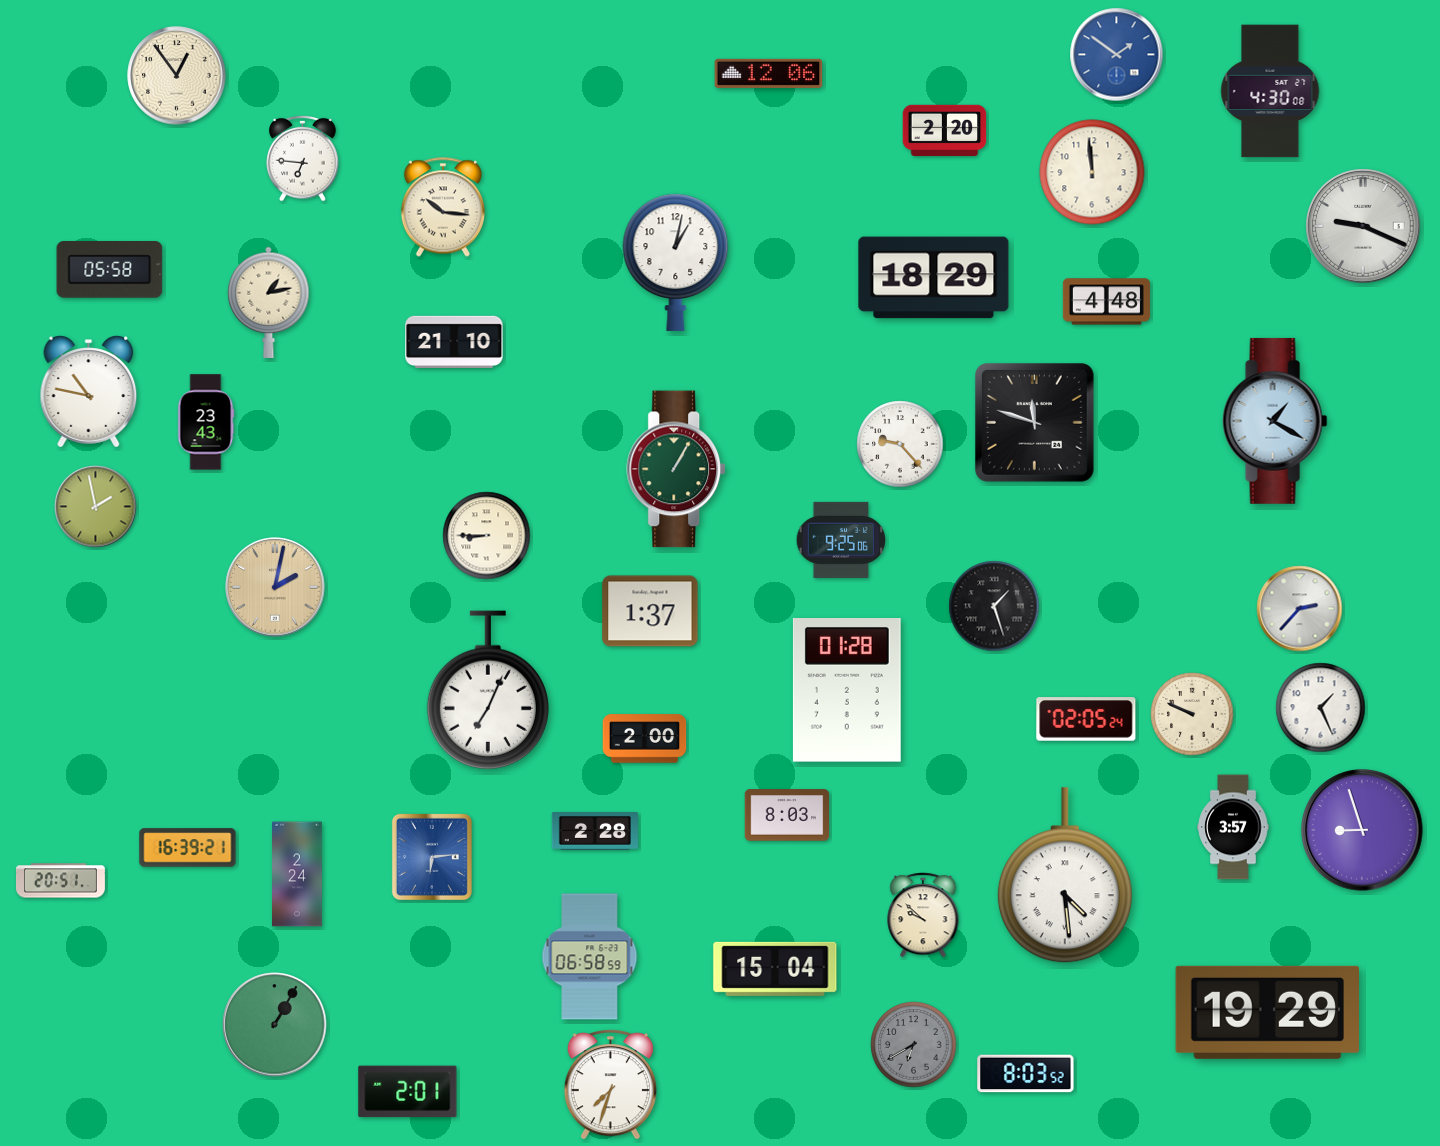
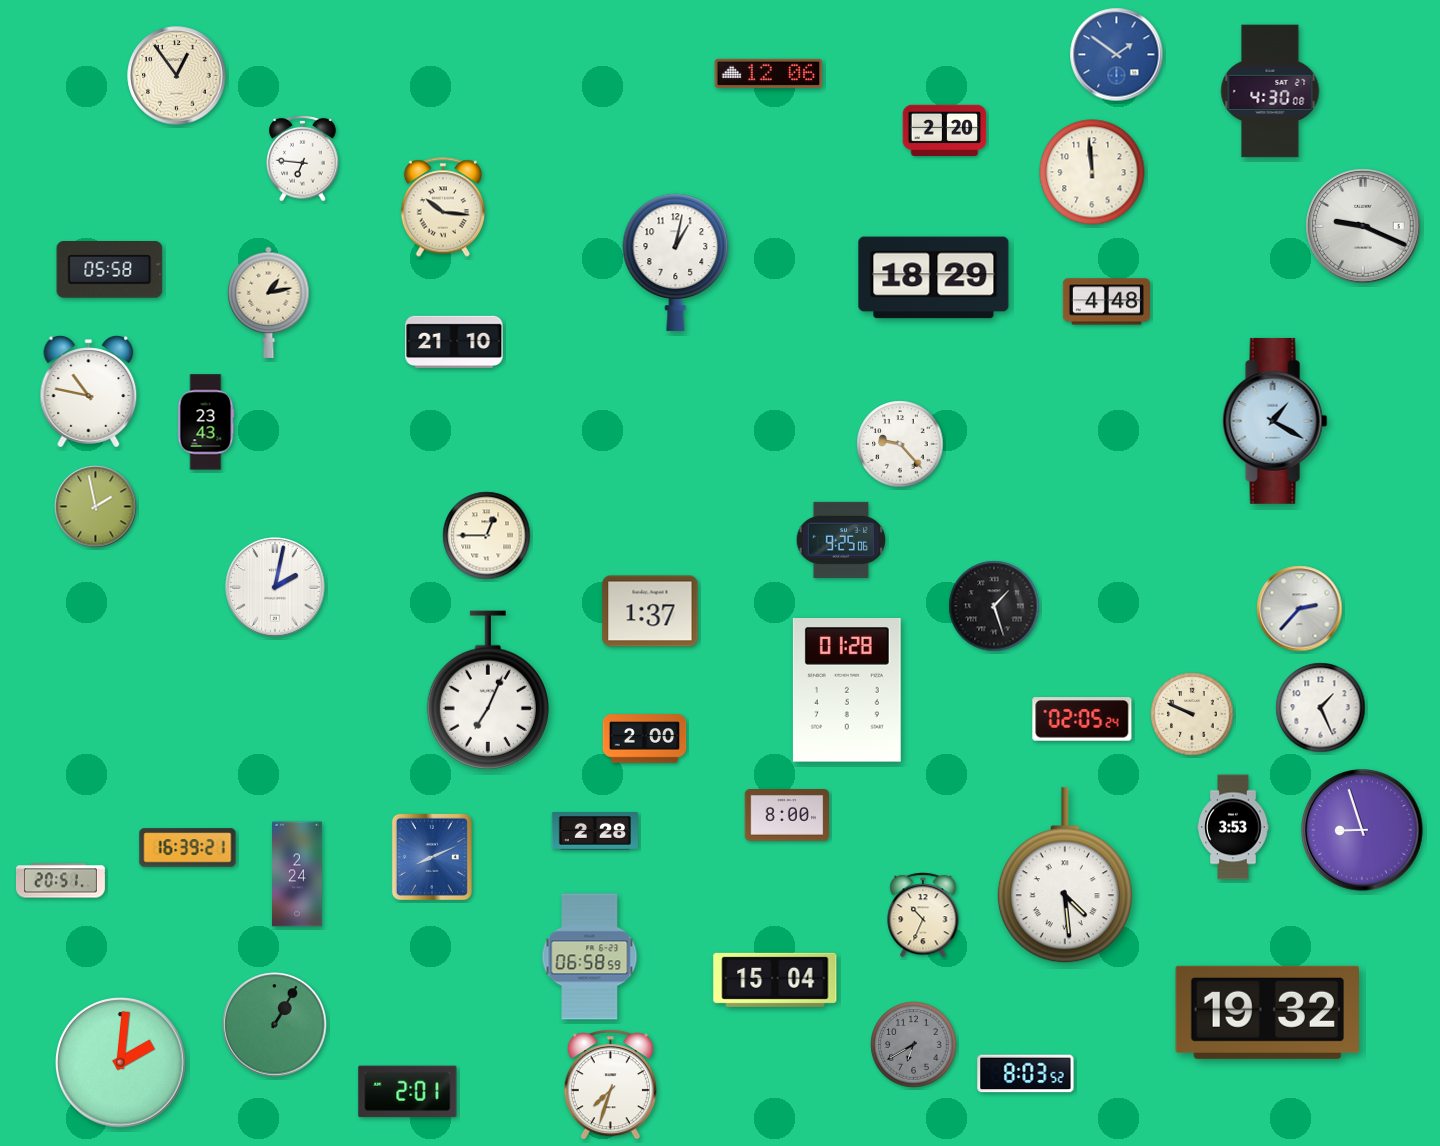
clock at (1035, 423): 11:48 -> none
clock at (677, 469): 1:05 -> none
clock at (487, 536): 8:45 -> 12:45
clock at (275, 587) dial: champagne -> white
clock at (1086, 719) position: (1086, 719) -> (1082, 719)
clock at (787, 815): 8:03 -> 8:00
clock at (1233, 827): 3:57 -> 3:53
clock at (432, 857): 6:14 -> 8:11
clock at (923, 915): 9:52 -> 10:34
clock at (775, 969) position: (775, 969) -> (775, 980)
clock at (1267, 1012): 19:29 -> 19:32
clock at (121, 1063): none -> 2:01
